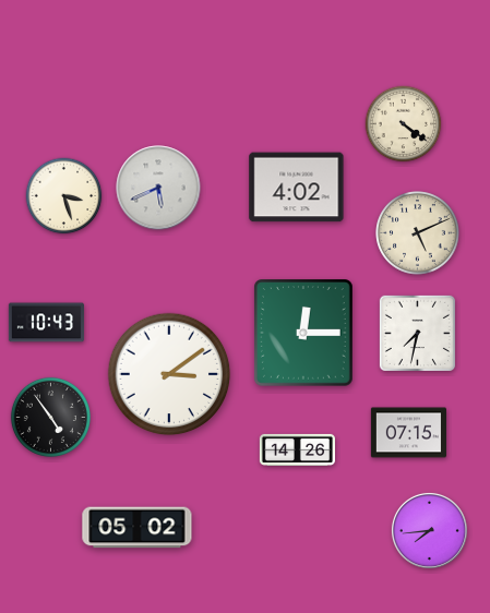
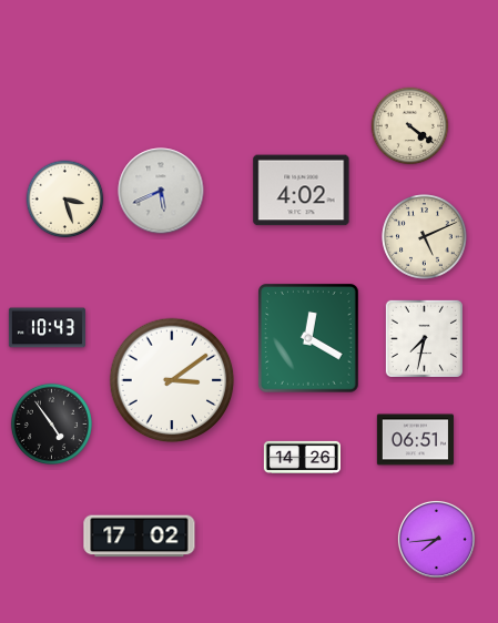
clock at (304, 334): 12:15 -> 12:20
clock at (408, 433): 07:15 -> 06:51
clock at (138, 528): 05:02 -> 17:02
